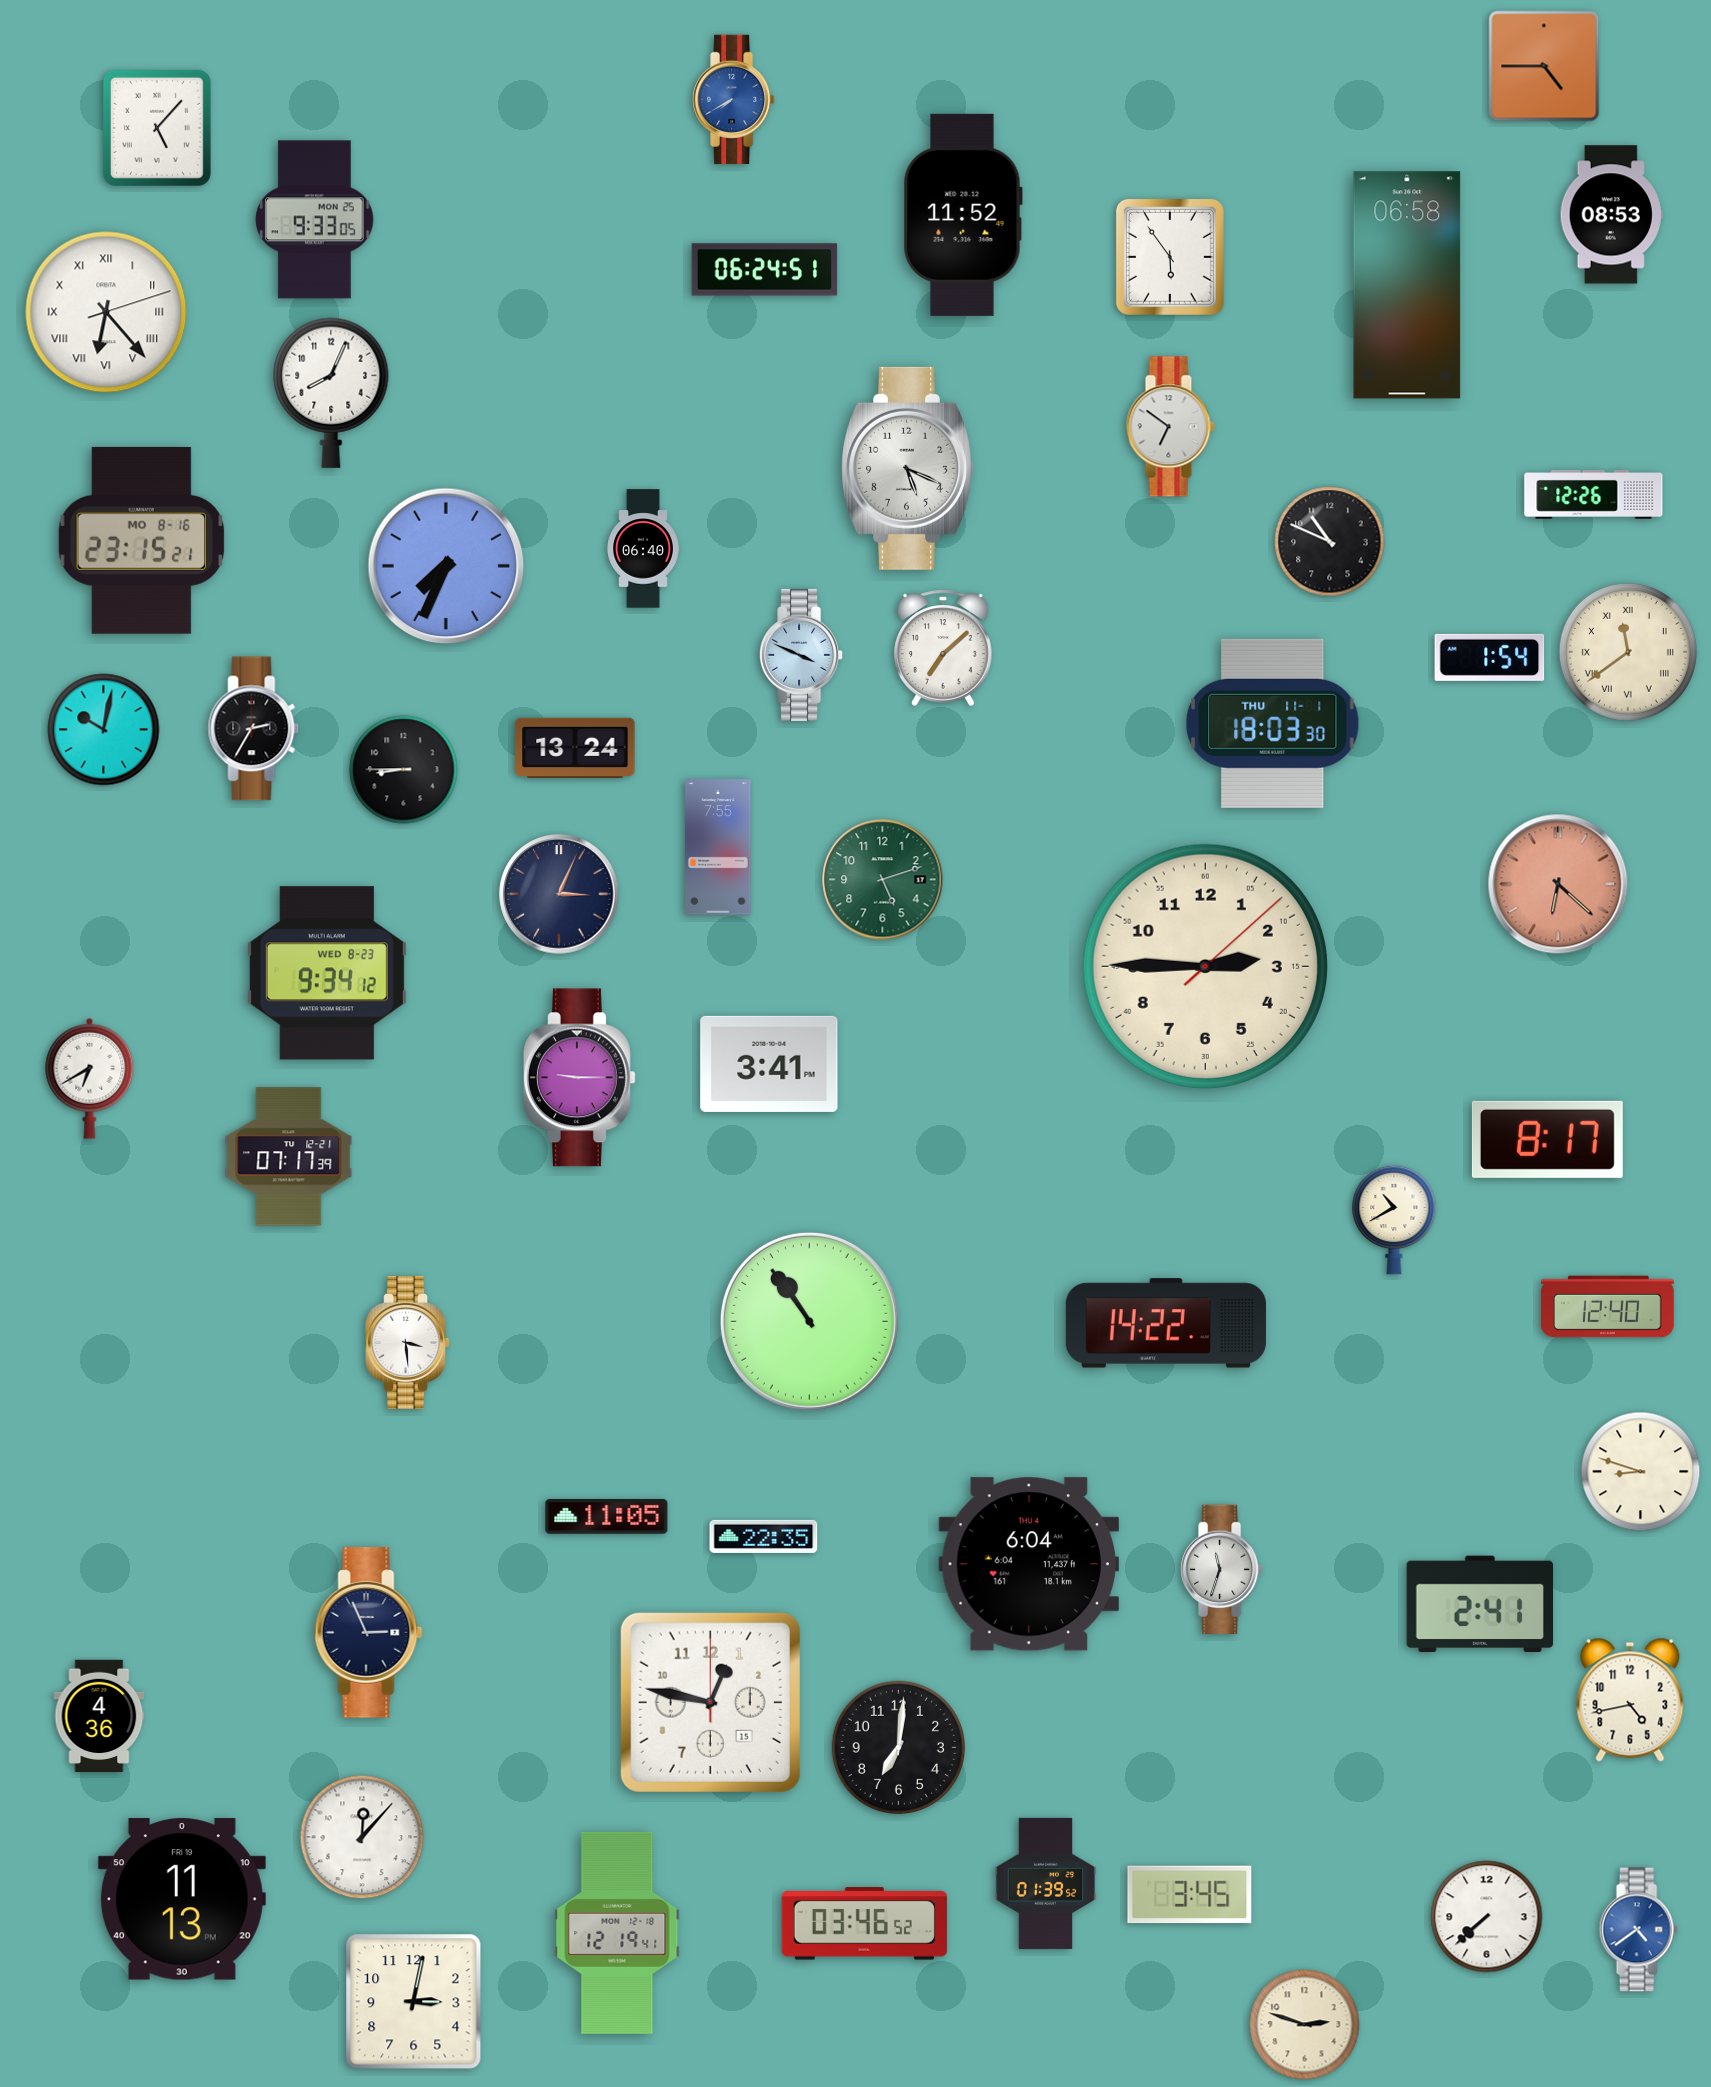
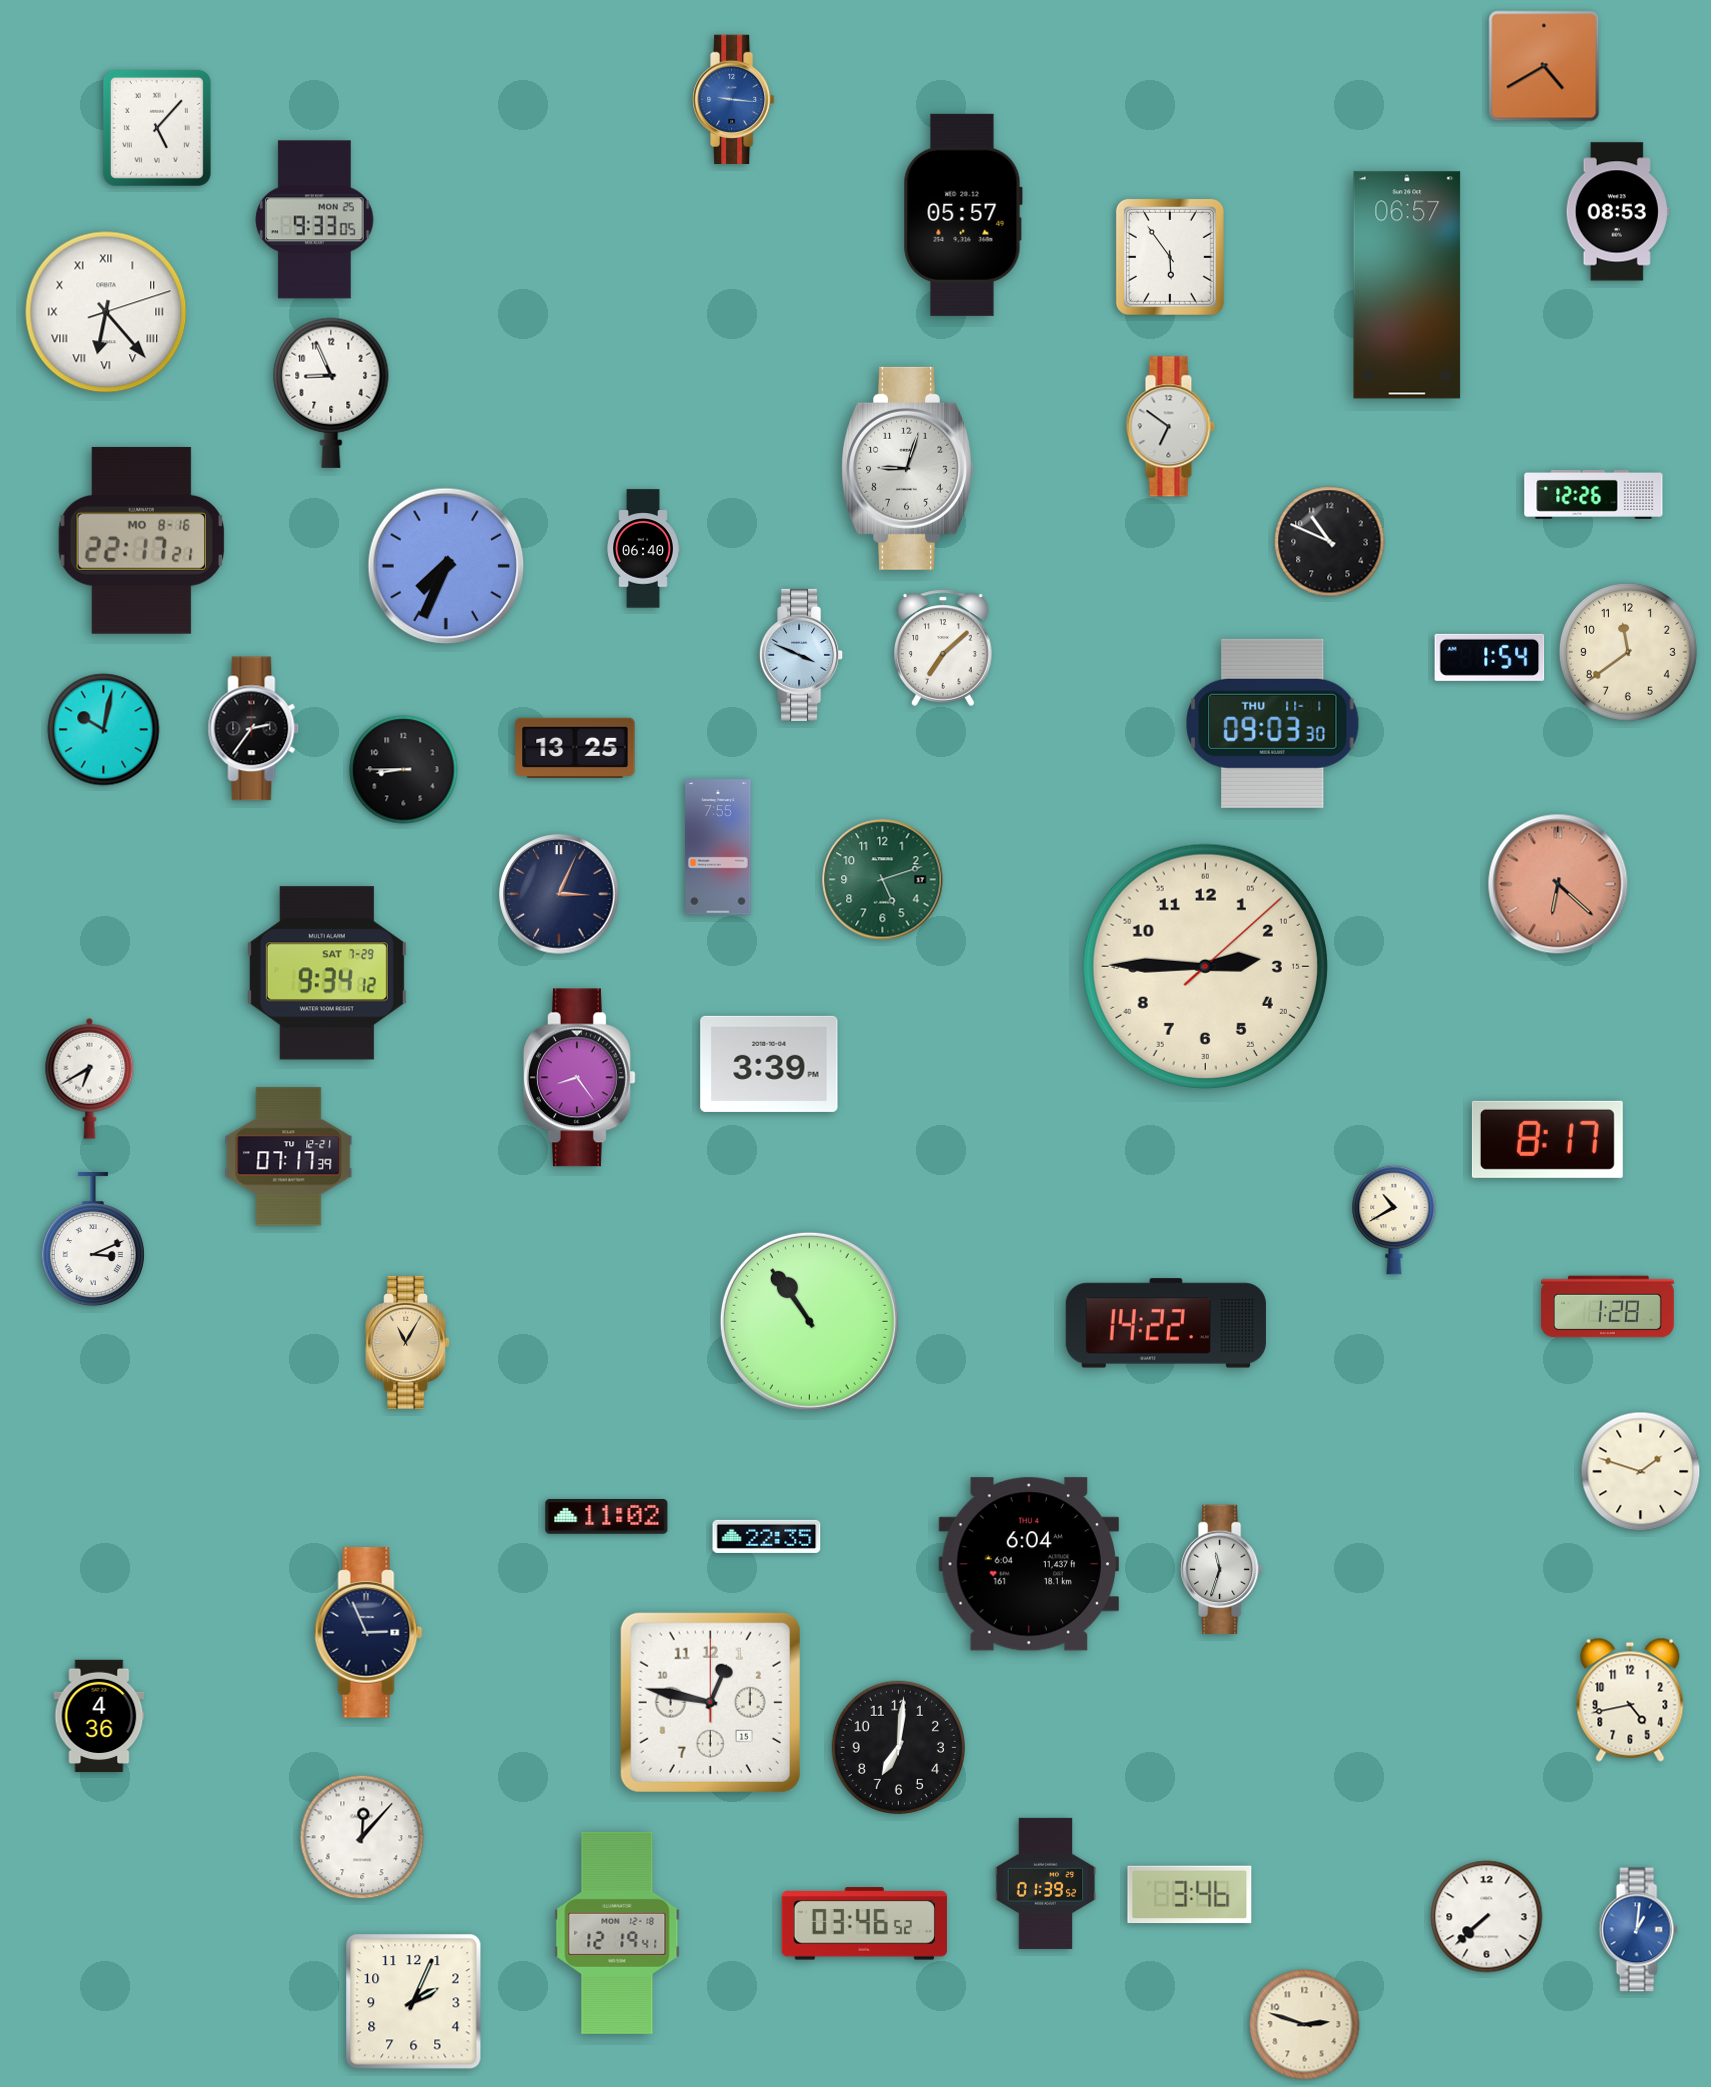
clock at (1544, 66): 4:45 -> 4:40
clock at (734, 100): 7:40 -> 9:16
clock at (963, 215): 11:52 -> 05:57
clock at (1611, 215) position: (1611, 215) -> (1617, 212)
clock at (765, 270): 06:24 -> none
clock at (1407, 285): 06:58 -> 06:57
clock at (331, 393): 8:04 -> 8:56
clock at (908, 468): 5:19 -> 9:03
clock at (142, 540): 23:15 -> 22:17
clock at (1628, 652) numerals: Roman -> Arabic
clock at (1273, 723): 18:03 -> 09:03
clock at (254, 729): 2:35 -> 2:36
clock at (575, 748): 13:24 -> 13:25
clock at (327, 973) date: WED 8-23 -> SAT 7-29
clock at (769, 1064): 3:41 -> 3:39
clock at (579, 1078): 9:15 -> 8:24
clock at (93, 1239): none -> 3:11
clock at (1607, 1307): 12:40 -> 1:28
clock at (407, 1342): 3:29 -> 11:05
clock at (407, 1342) dial: white -> champagne
clock at (1641, 1472): 8:48 -> 1:48
clock at (607, 1517): 11:05 -> 11:02
clock at (764, 1536) position: (764, 1536) -> (767, 1536)
clock at (1479, 1603): 2:41 -> none
clock at (1190, 1895): 3:45 -> 3:46
clock at (182, 1899): 11:13 -> none
clock at (1638, 1930): 4:39 -> 1:01
clock at (414, 2002): 3:02 -> 2:04
